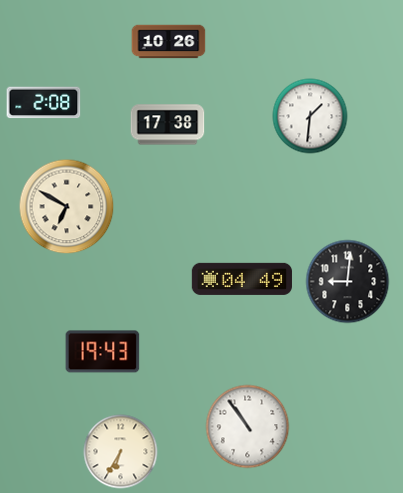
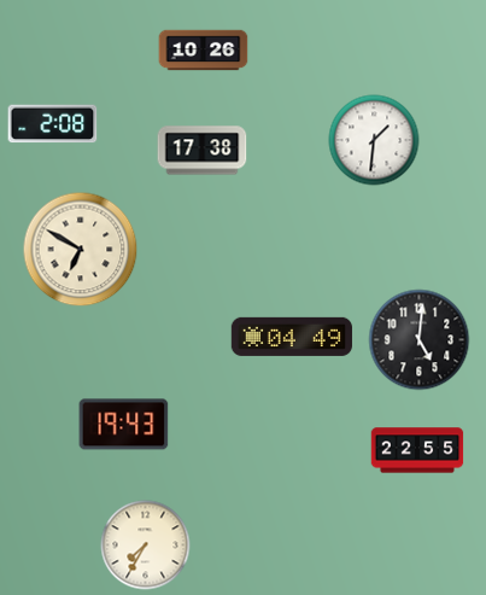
clock at (348, 282): 9:01 -> 5:01
clock at (417, 450): none -> 22:55
clock at (248, 427): 10:54 -> none
clock at (121, 452): 6:35 -> 7:35
